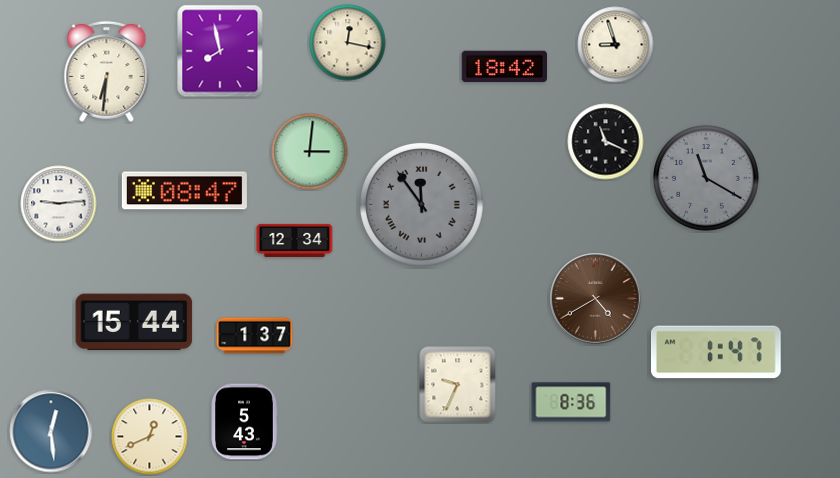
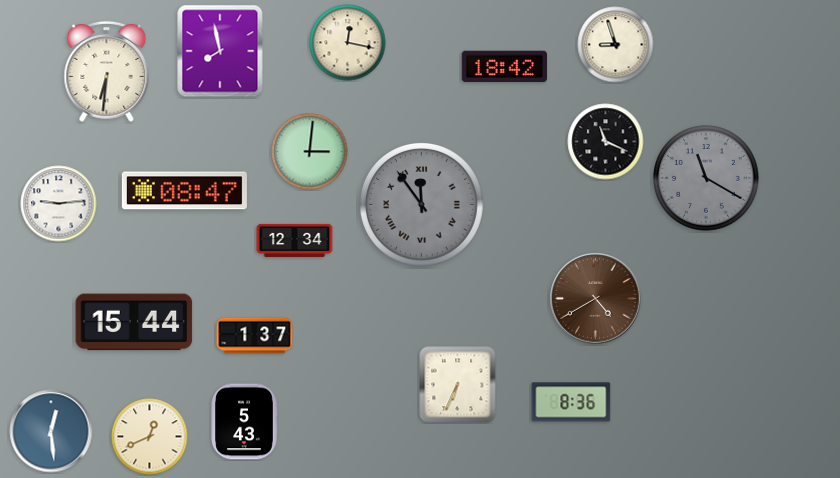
clock at (717, 352): 1:47 -> none
clock at (458, 385): 9:34 -> 6:34
